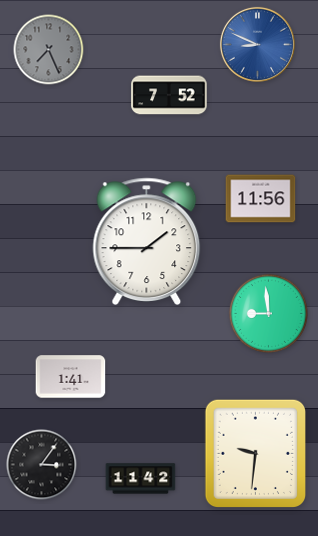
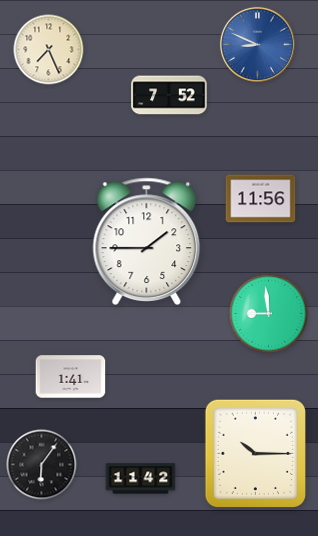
clock at (49, 50) dial: grey -> cream
clock at (255, 453): 9:31 -> 10:15
clock at (42, 465): 3:06 -> 6:06
